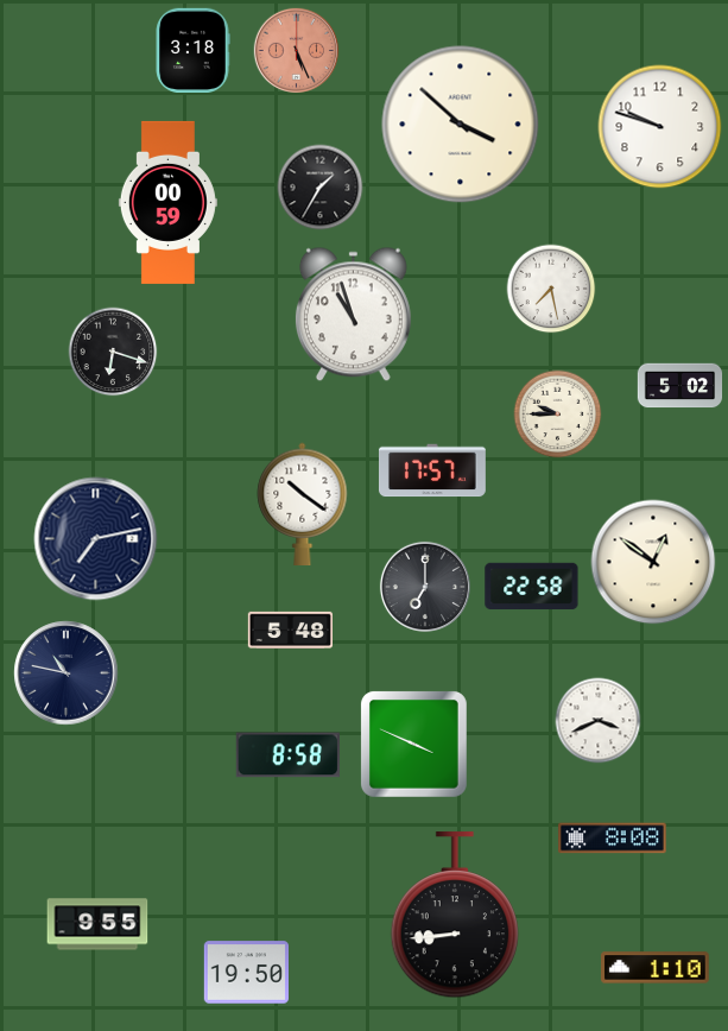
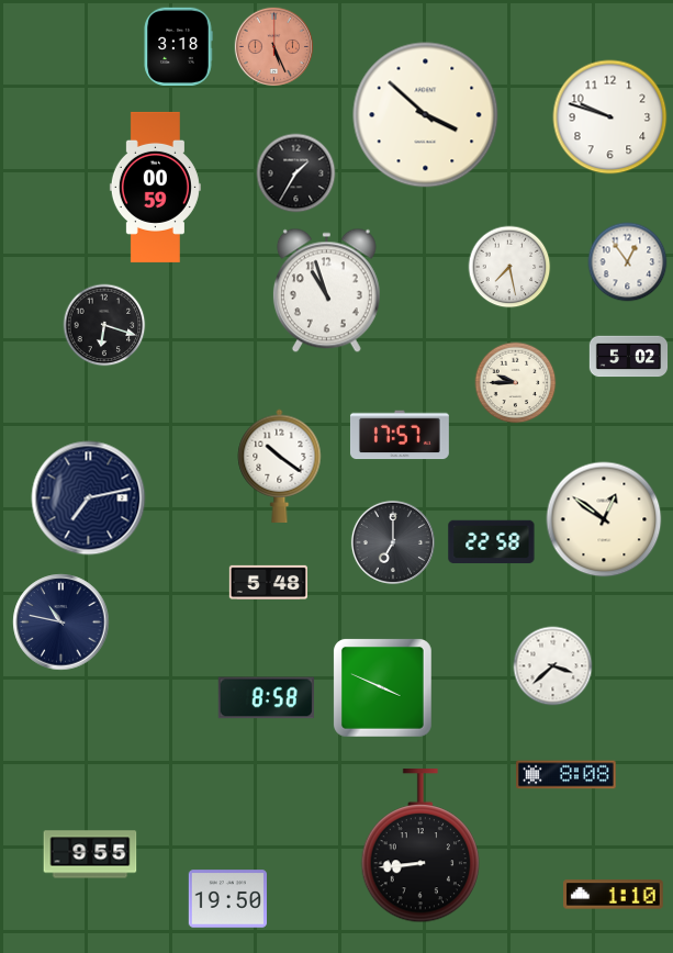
clock at (628, 262): none -> 12:54
clock at (599, 721): 3:41 -> 3:38
clock at (656, 968) position: (656, 968) -> (614, 895)
